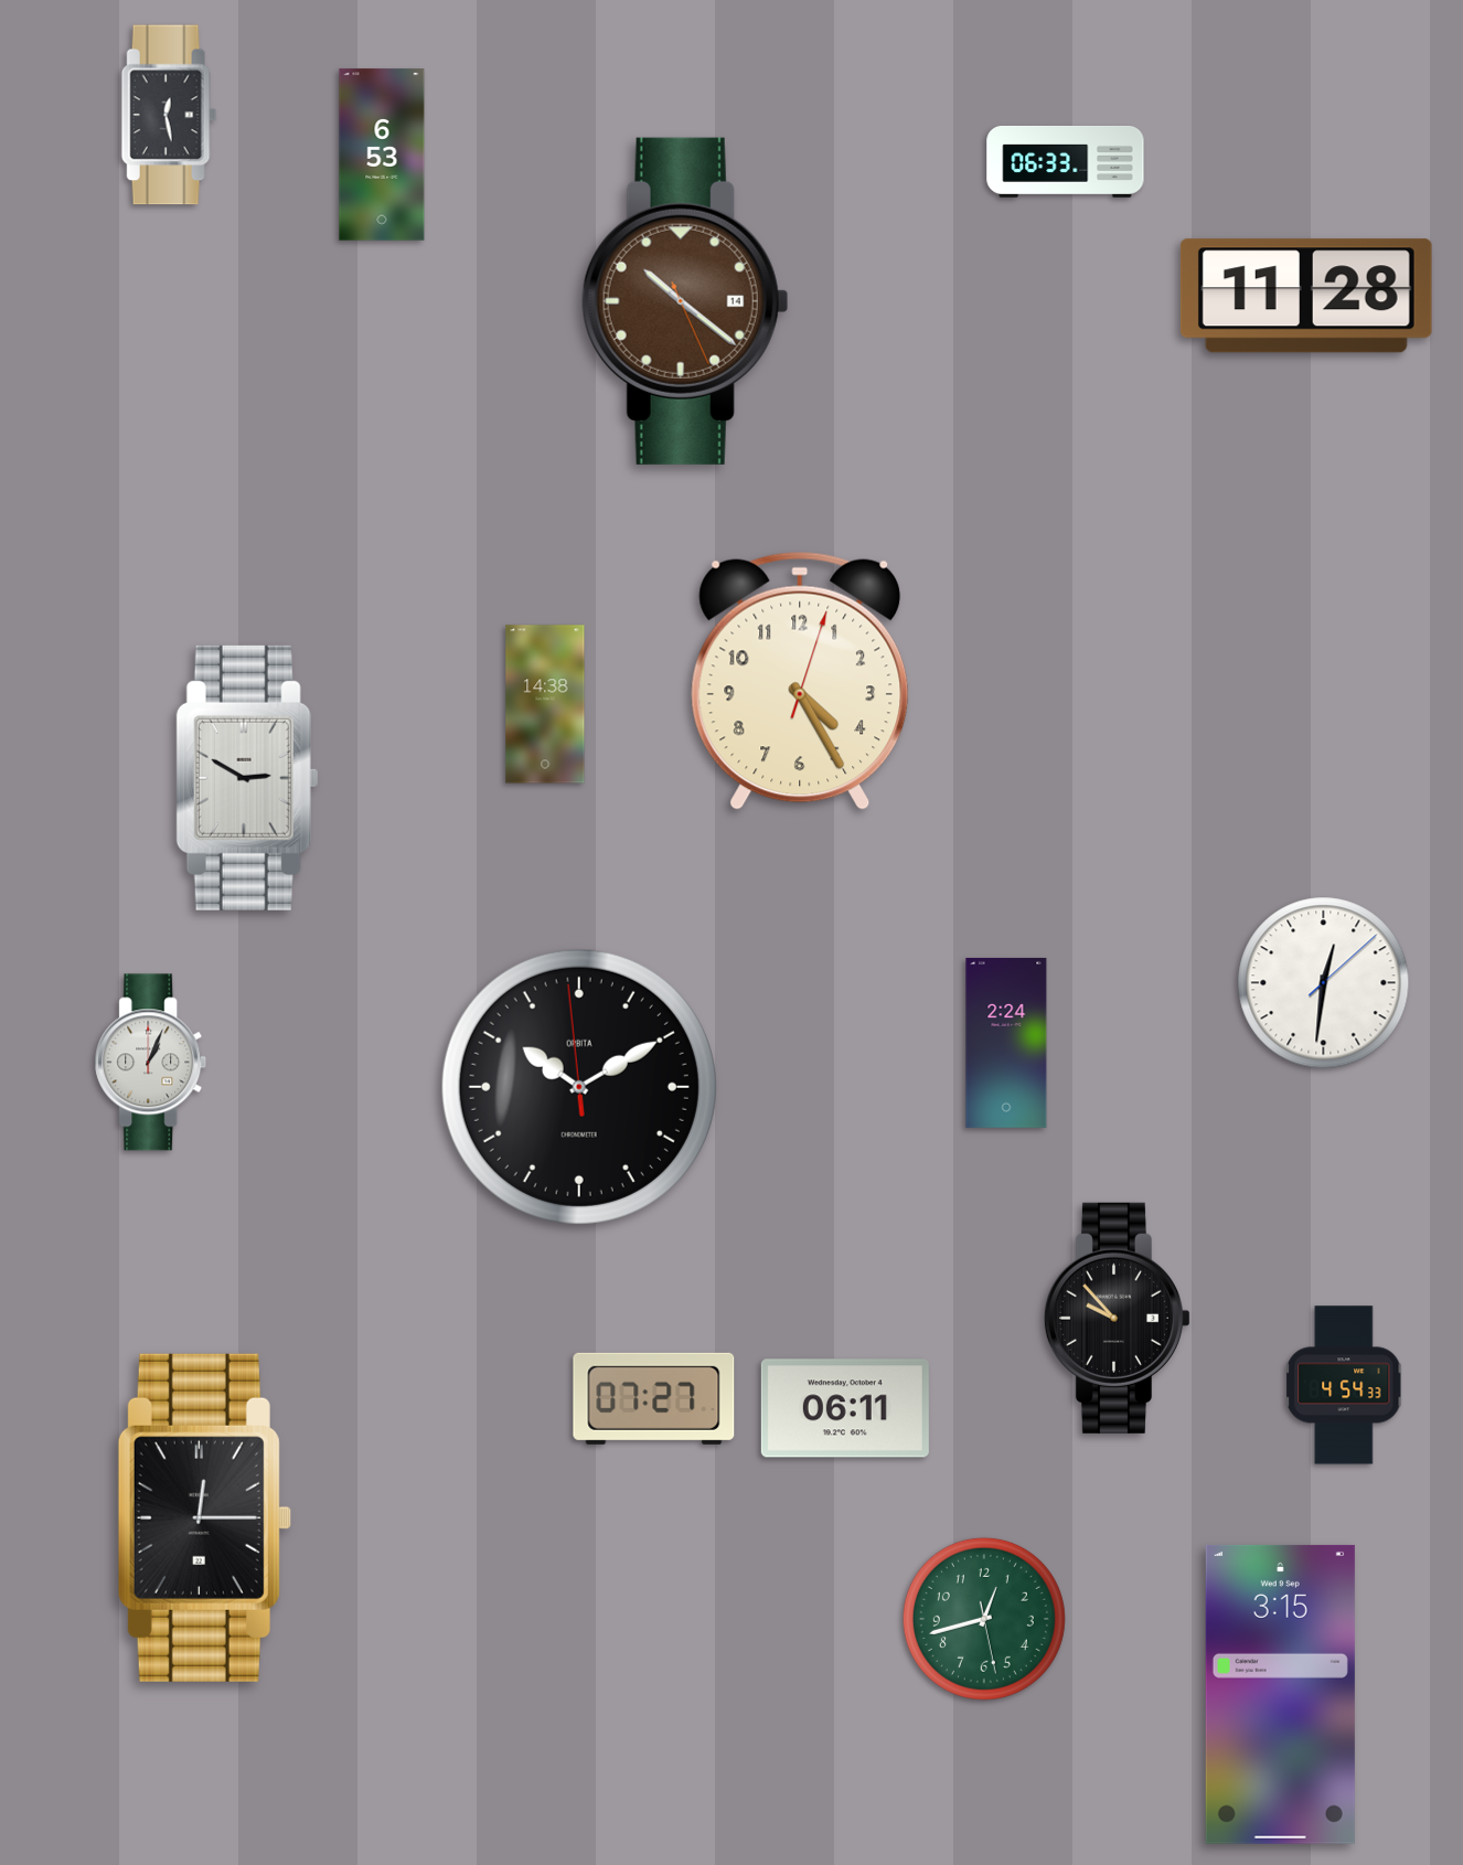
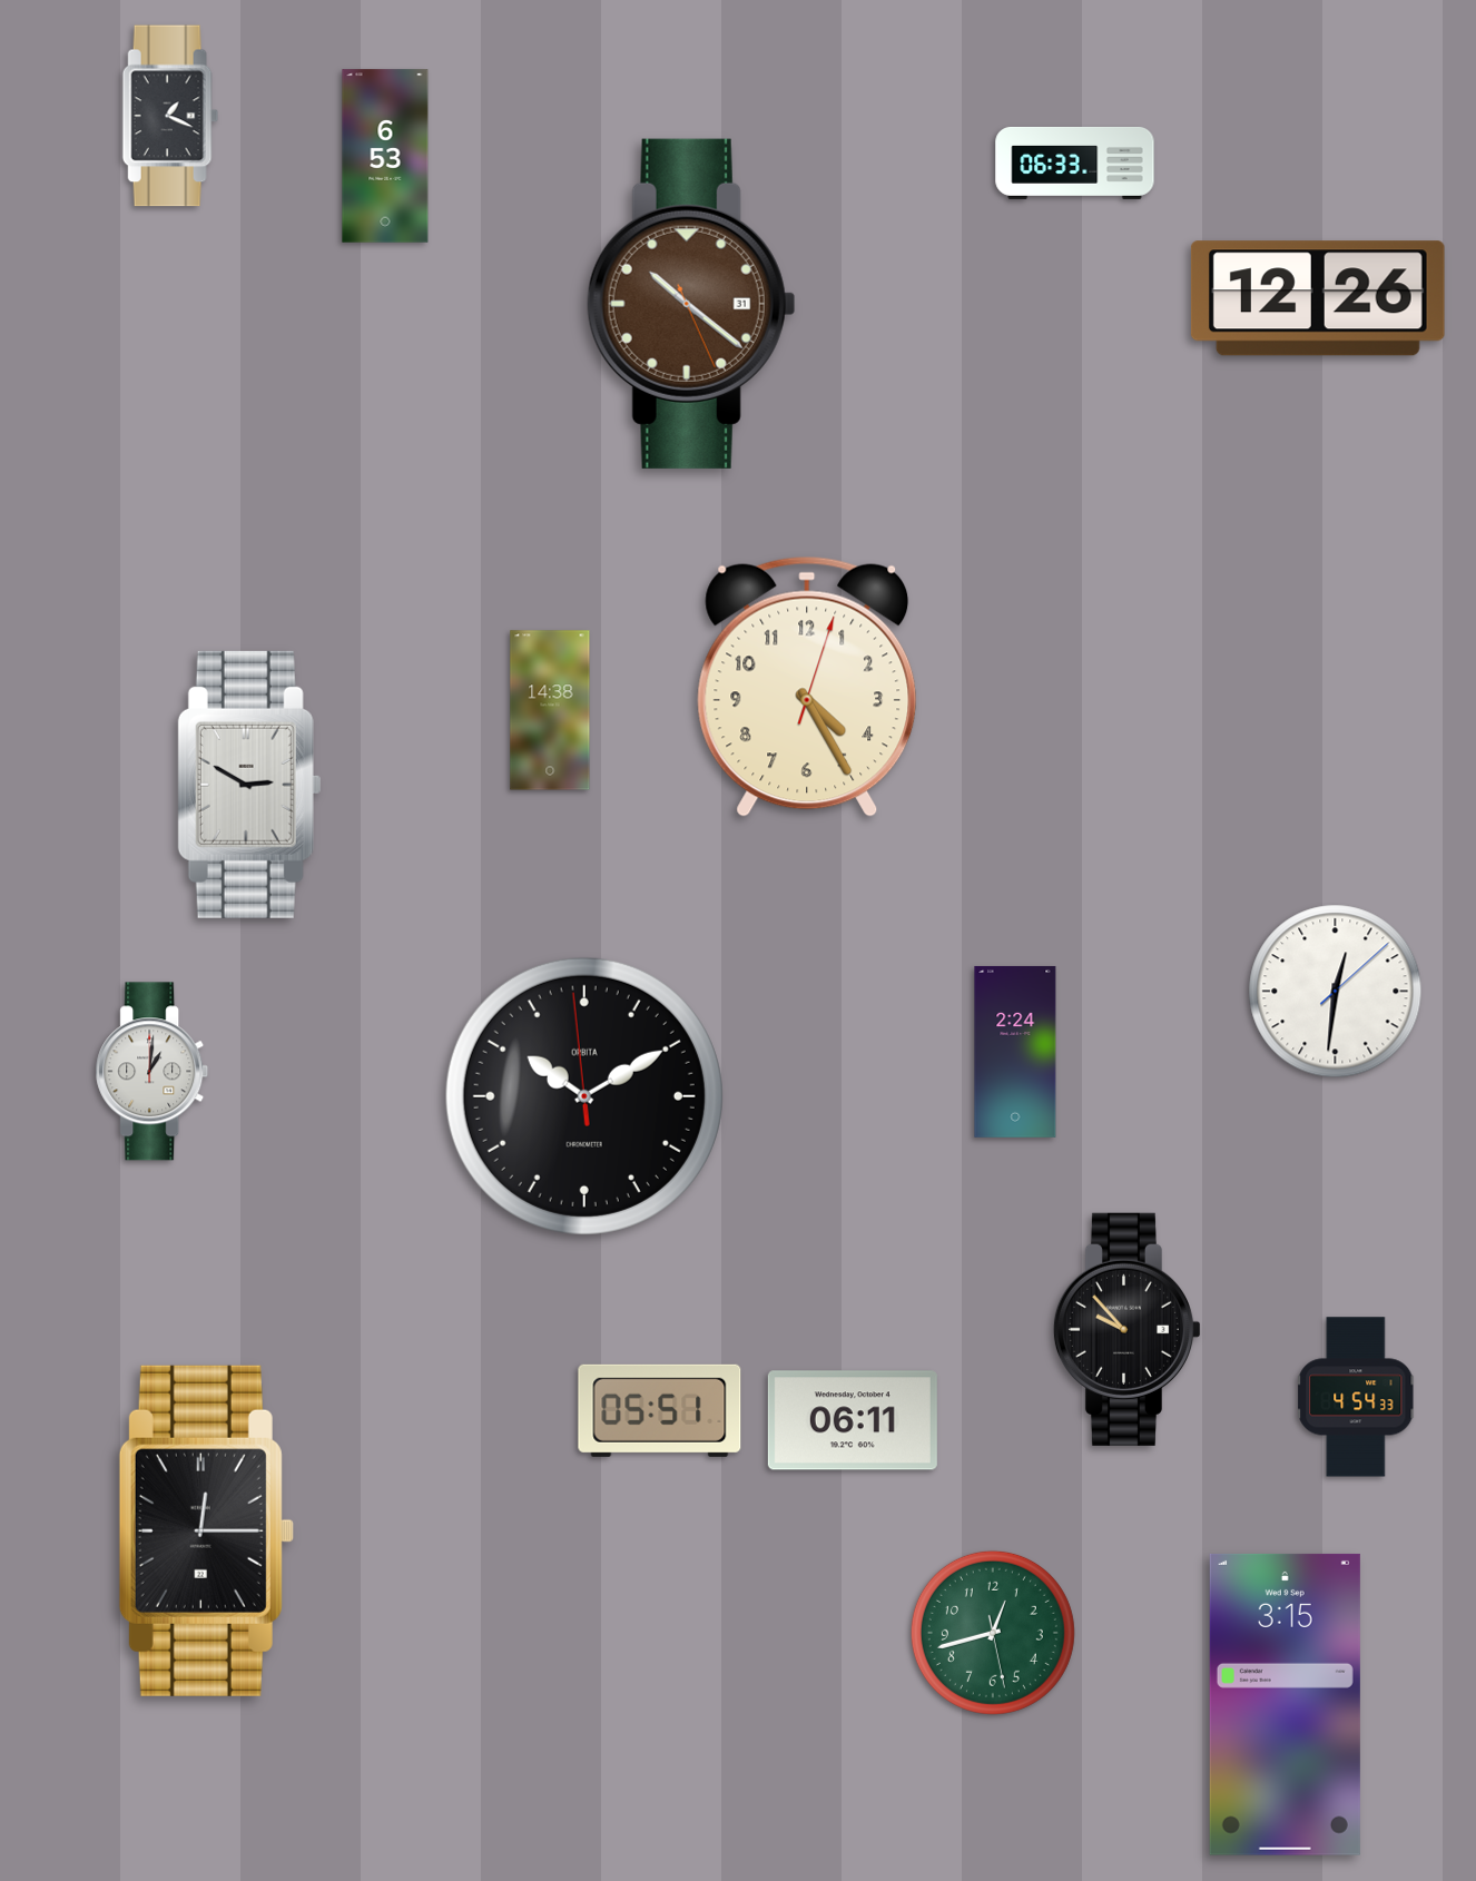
clock at (169, 115): 12:28 -> 1:19
clock at (1306, 296): 11:28 -> 12:26
clock at (685, 301) date: 14 -> 31
clock at (151, 1063): 1:04 -> 1:01
clock at (654, 1398): 07:27 -> 05:51
clock at (1280, 1694) position: (1280, 1694) -> (1285, 1704)
